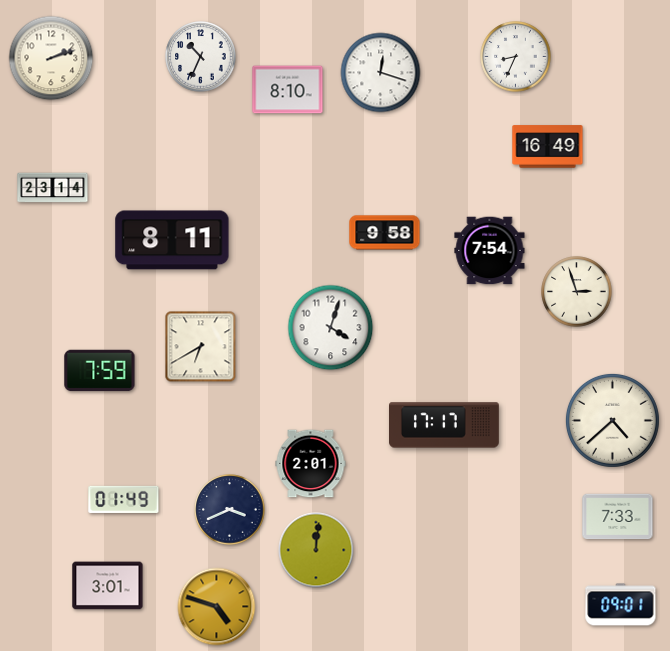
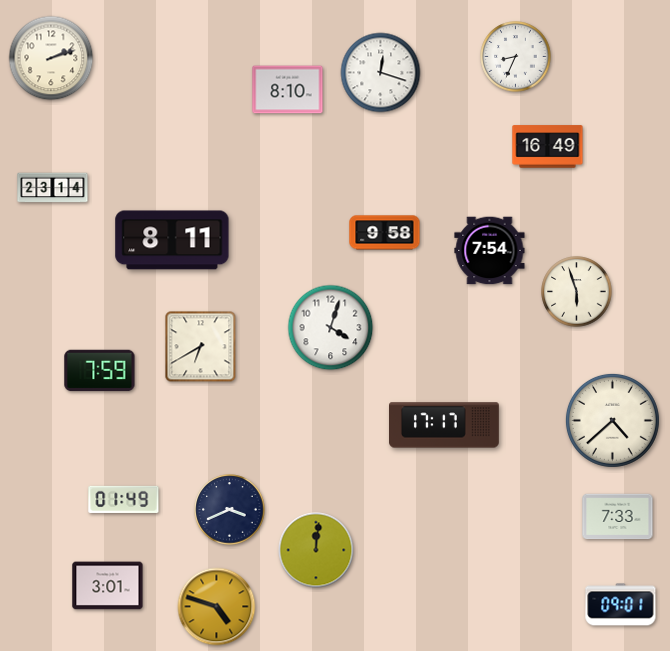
clock at (201, 57): 10:34 -> none
clock at (577, 292): 2:57 -> 5:57
clock at (311, 464): 2:01 -> none
